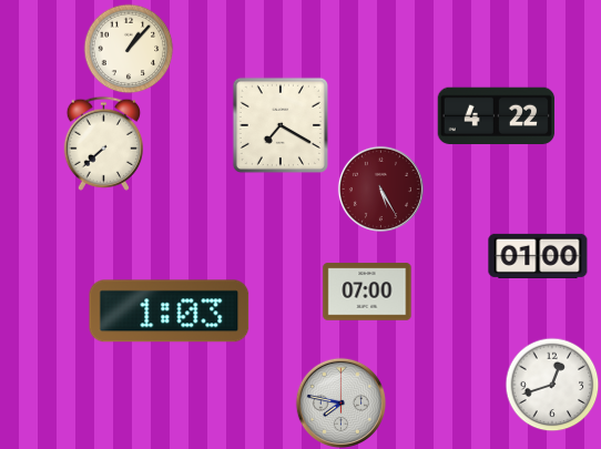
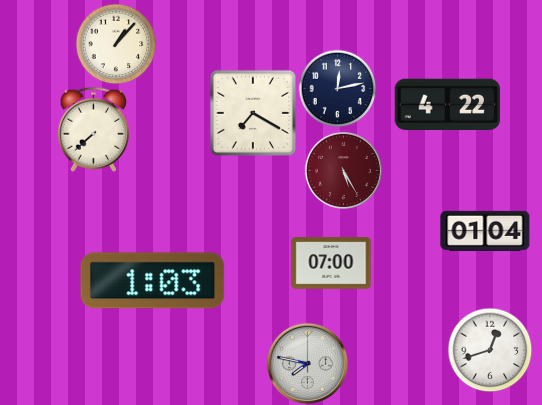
clock at (337, 88): none -> 12:13
clock at (538, 256): 01:00 -> 01:04
clock at (552, 385) position: (552, 385) -> (490, 350)
